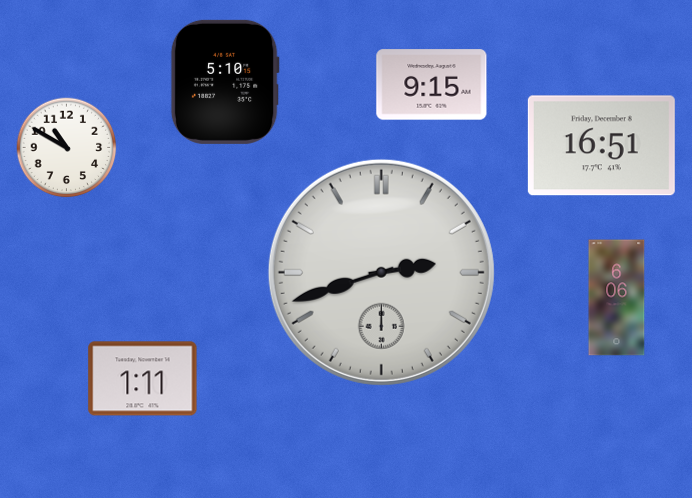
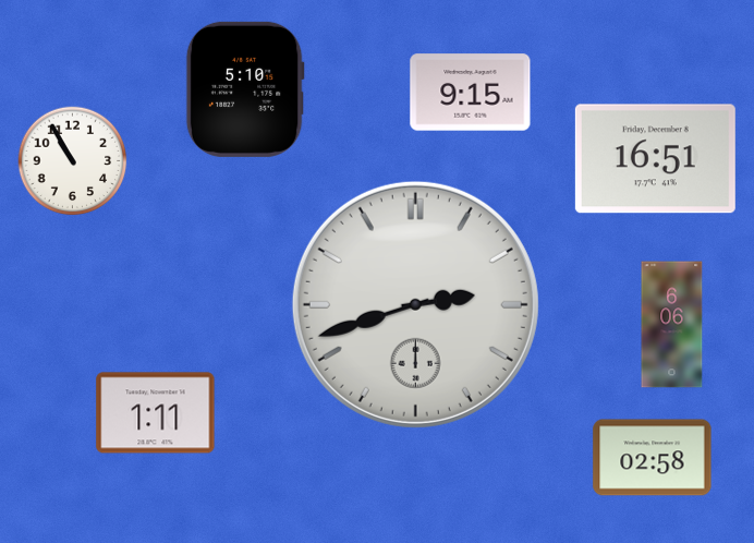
clock at (67, 148): 10:50 -> 10:55
clock at (381, 272) position: (381, 272) -> (415, 304)
clock at (653, 458): none -> 02:58
